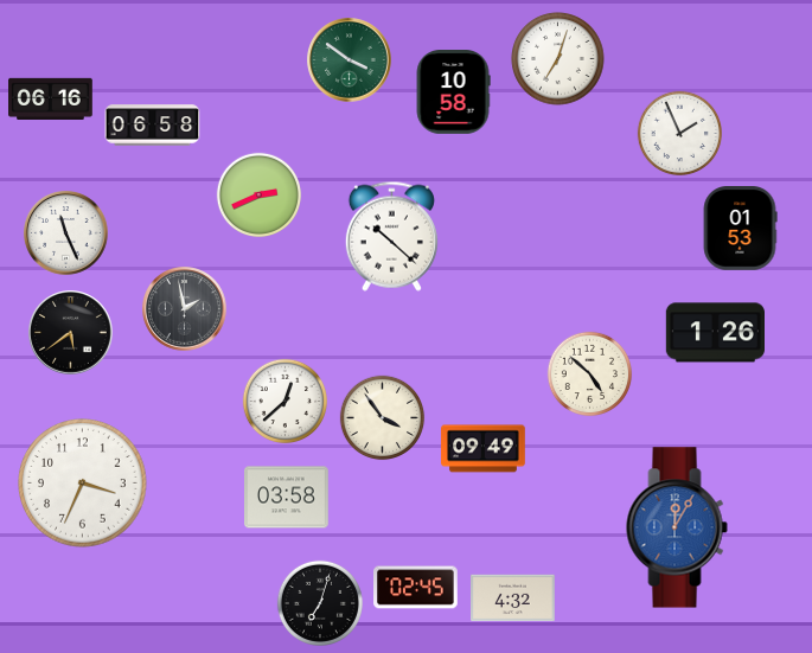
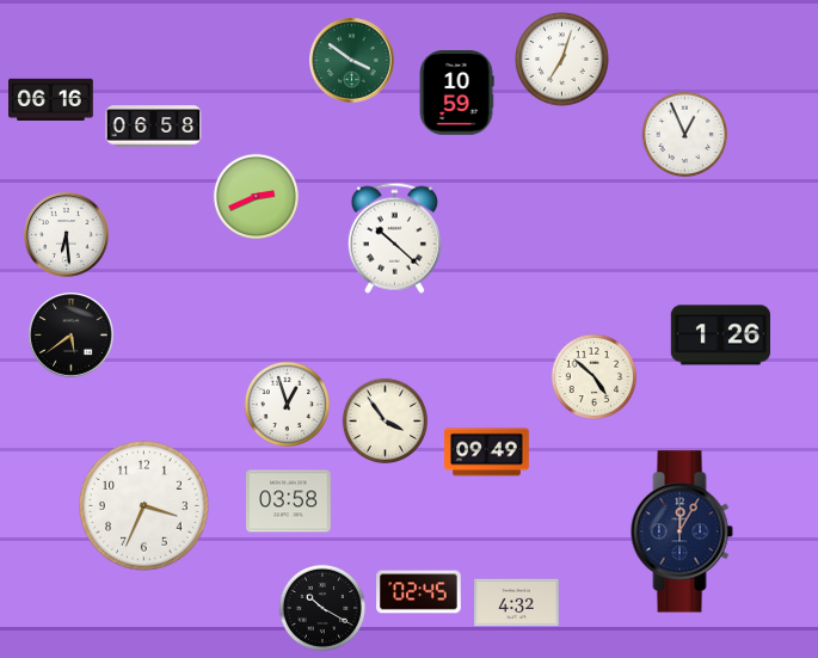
clock at (453, 92): 10:58 -> 10:59
clock at (680, 134): 1:56 -> 12:56
clock at (260, 196) position: (260, 196) -> (257, 197)
clock at (740, 229): 01:53 -> none
clock at (66, 233): 11:26 -> 6:29
clock at (185, 309): 1:58 -> none
clock at (286, 402): 12:38 -> 12:57
clock at (83, 484) position: (83, 484) -> (144, 506)
clock at (677, 527) dial: blue -> navy
clock at (319, 602): 7:03 -> 10:20
